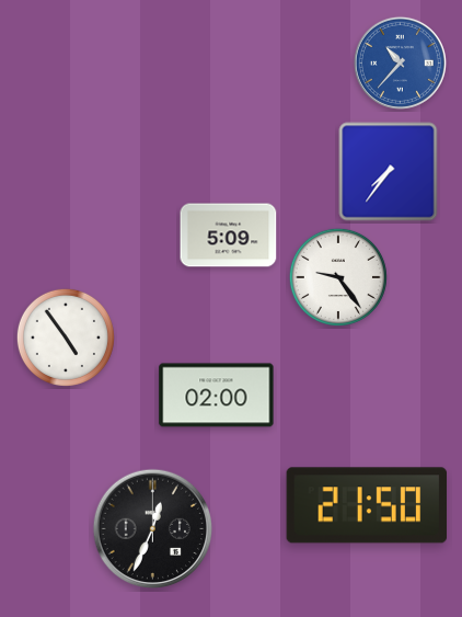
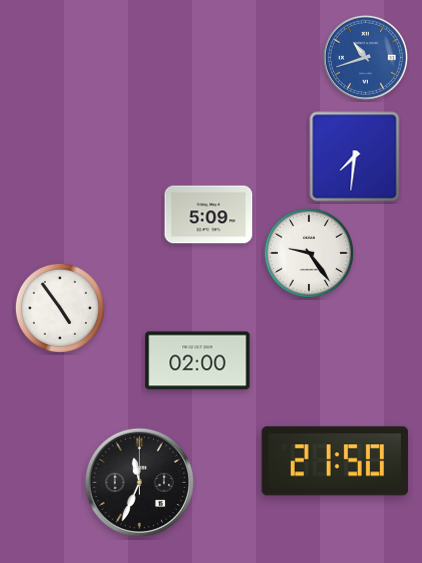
clock at (400, 62): 10:37 -> 10:42
clock at (389, 172): 7:36 -> 7:31
clock at (153, 529): 12:34 -> 11:34
